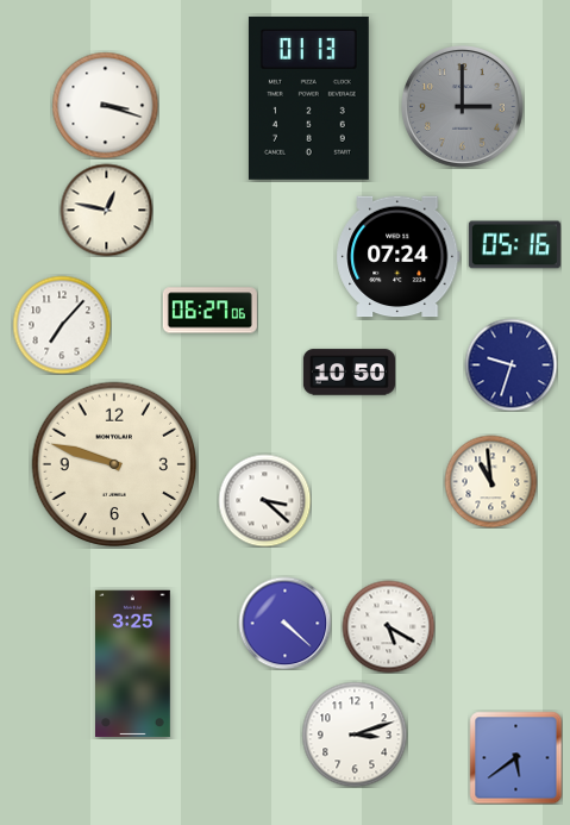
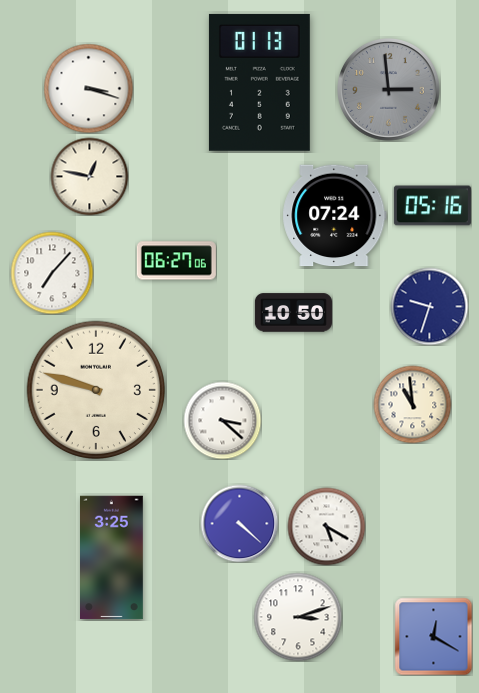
clock at (463, 107): 3:00 -> 2:59
clock at (515, 757): 5:39 -> 12:20
